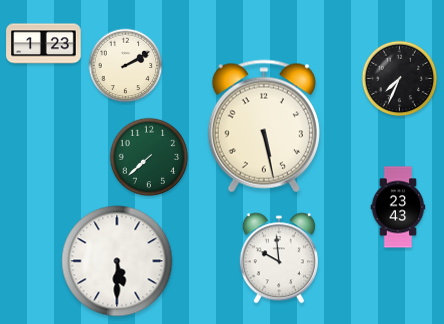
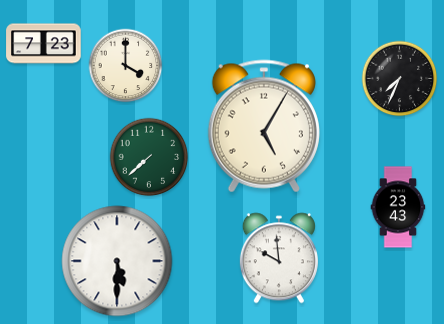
clock at (44, 44): 1:23 -> 7:23
clock at (126, 66): 2:10 -> 4:00
clock at (264, 126): 5:28 -> 5:05
